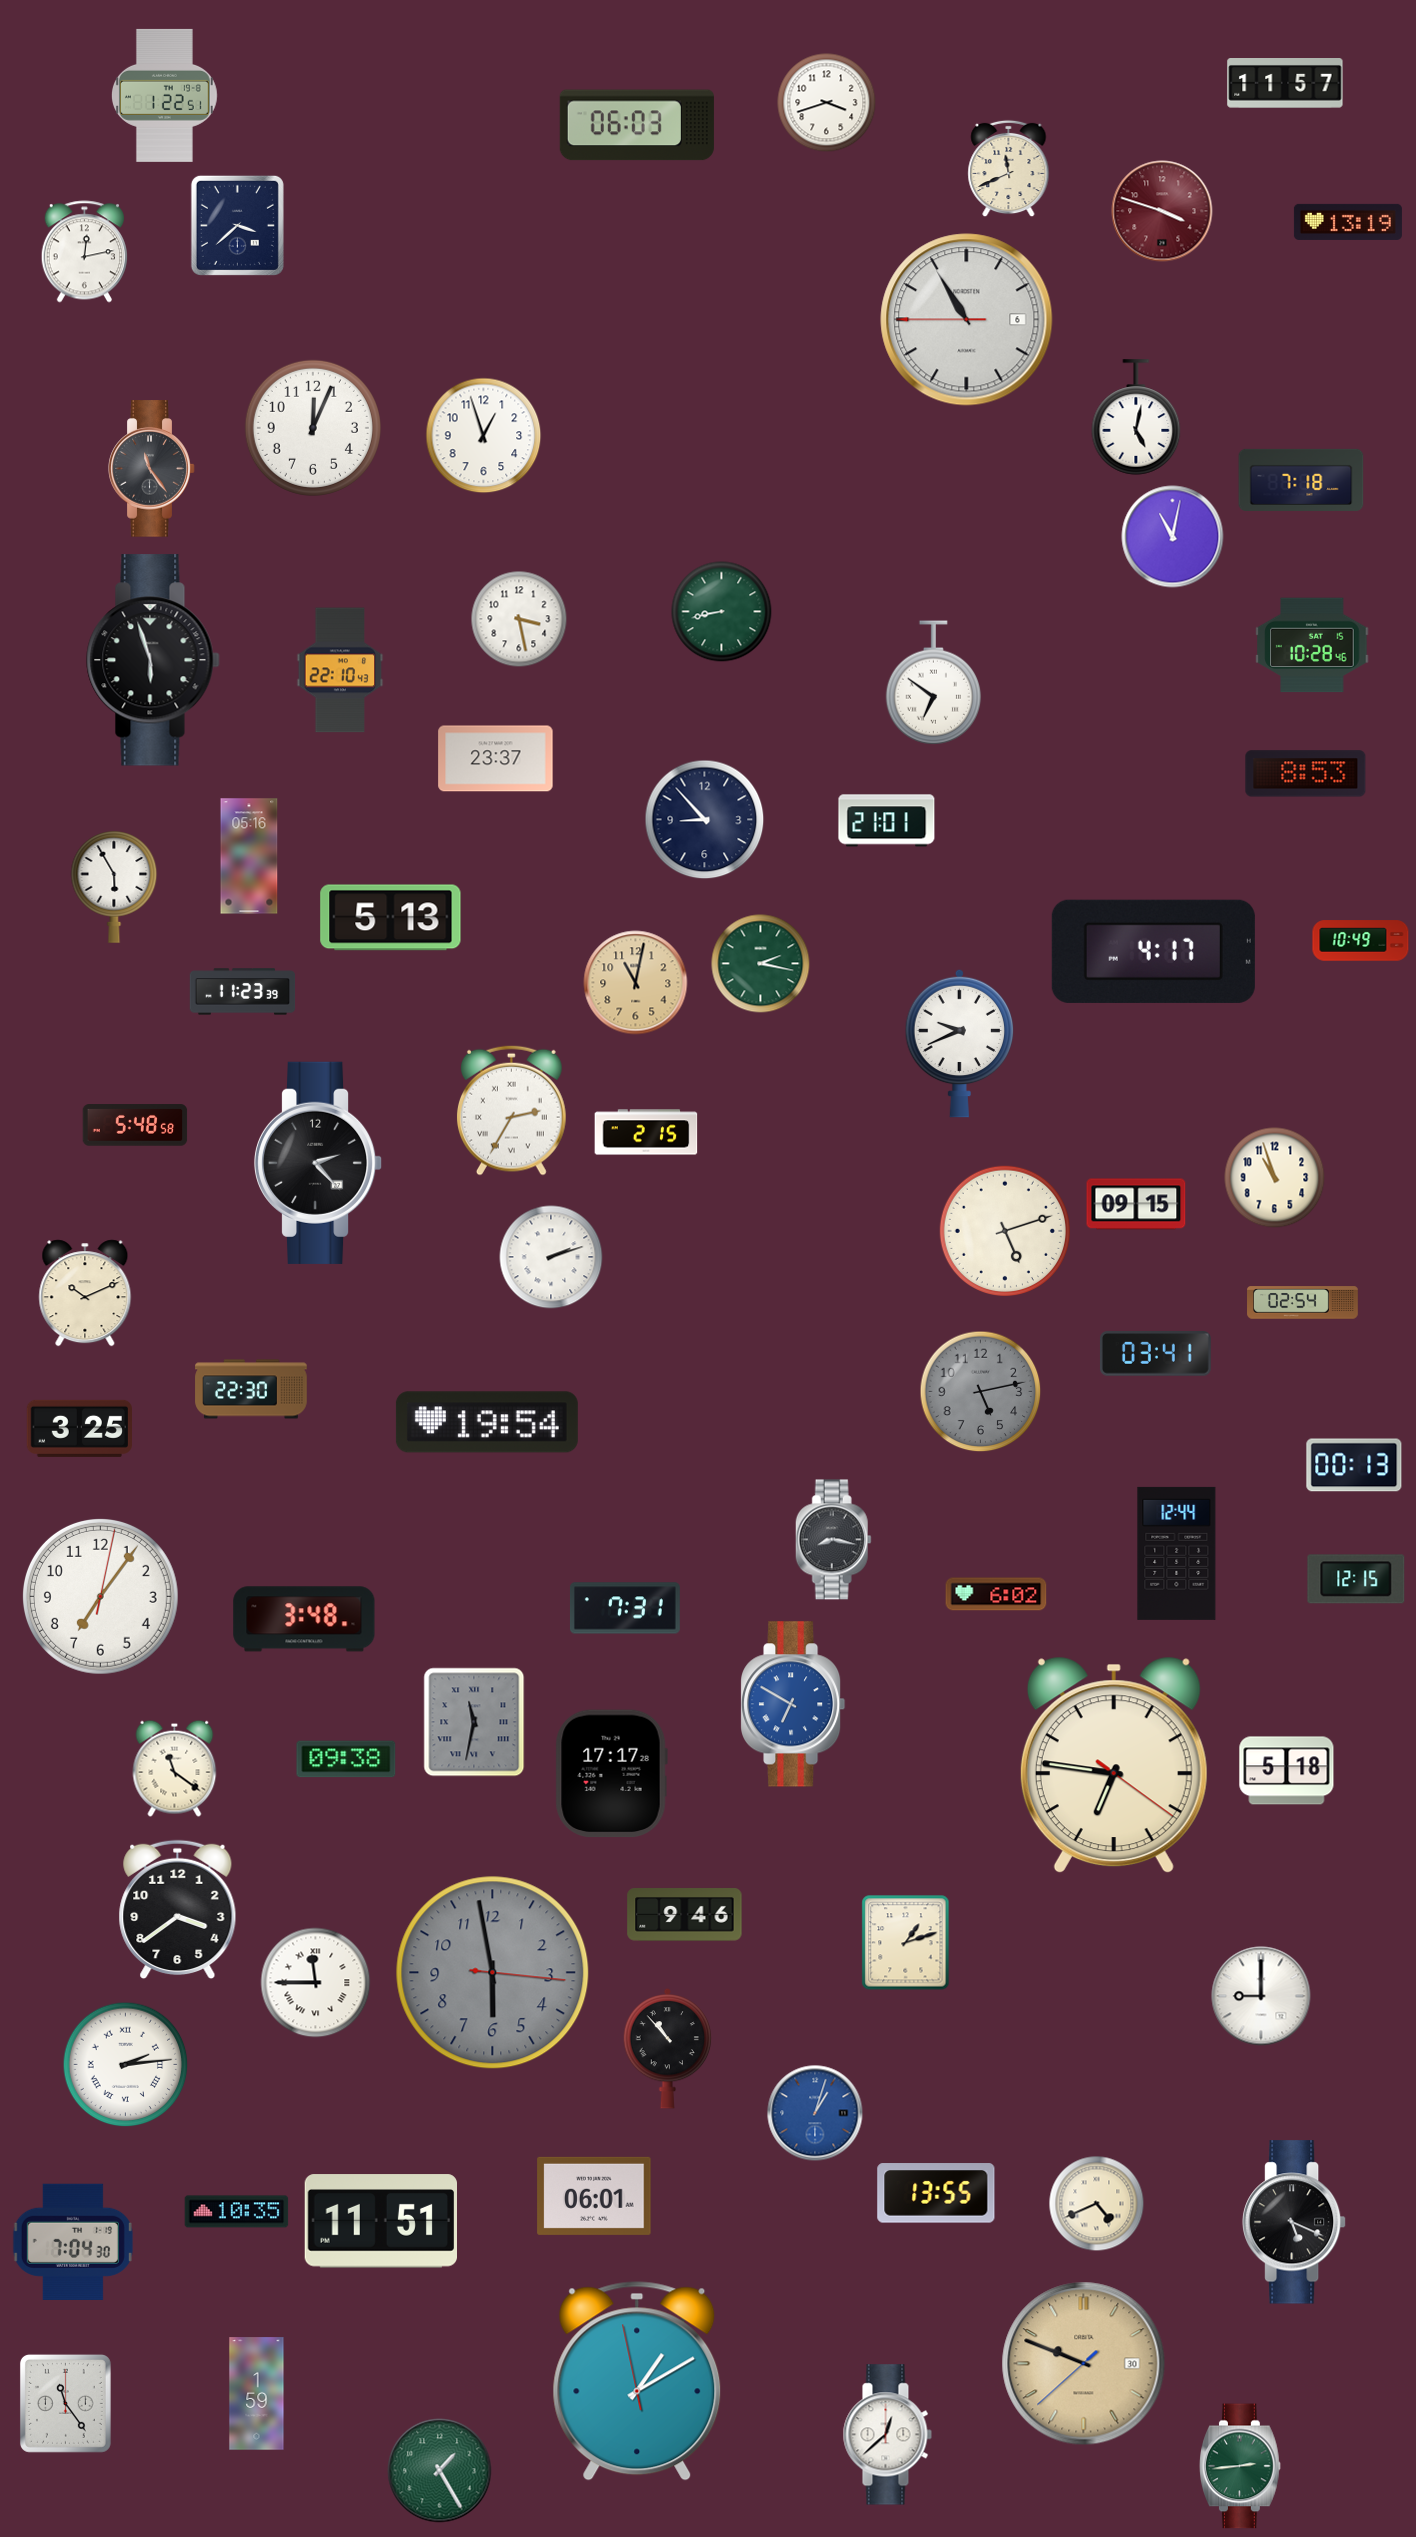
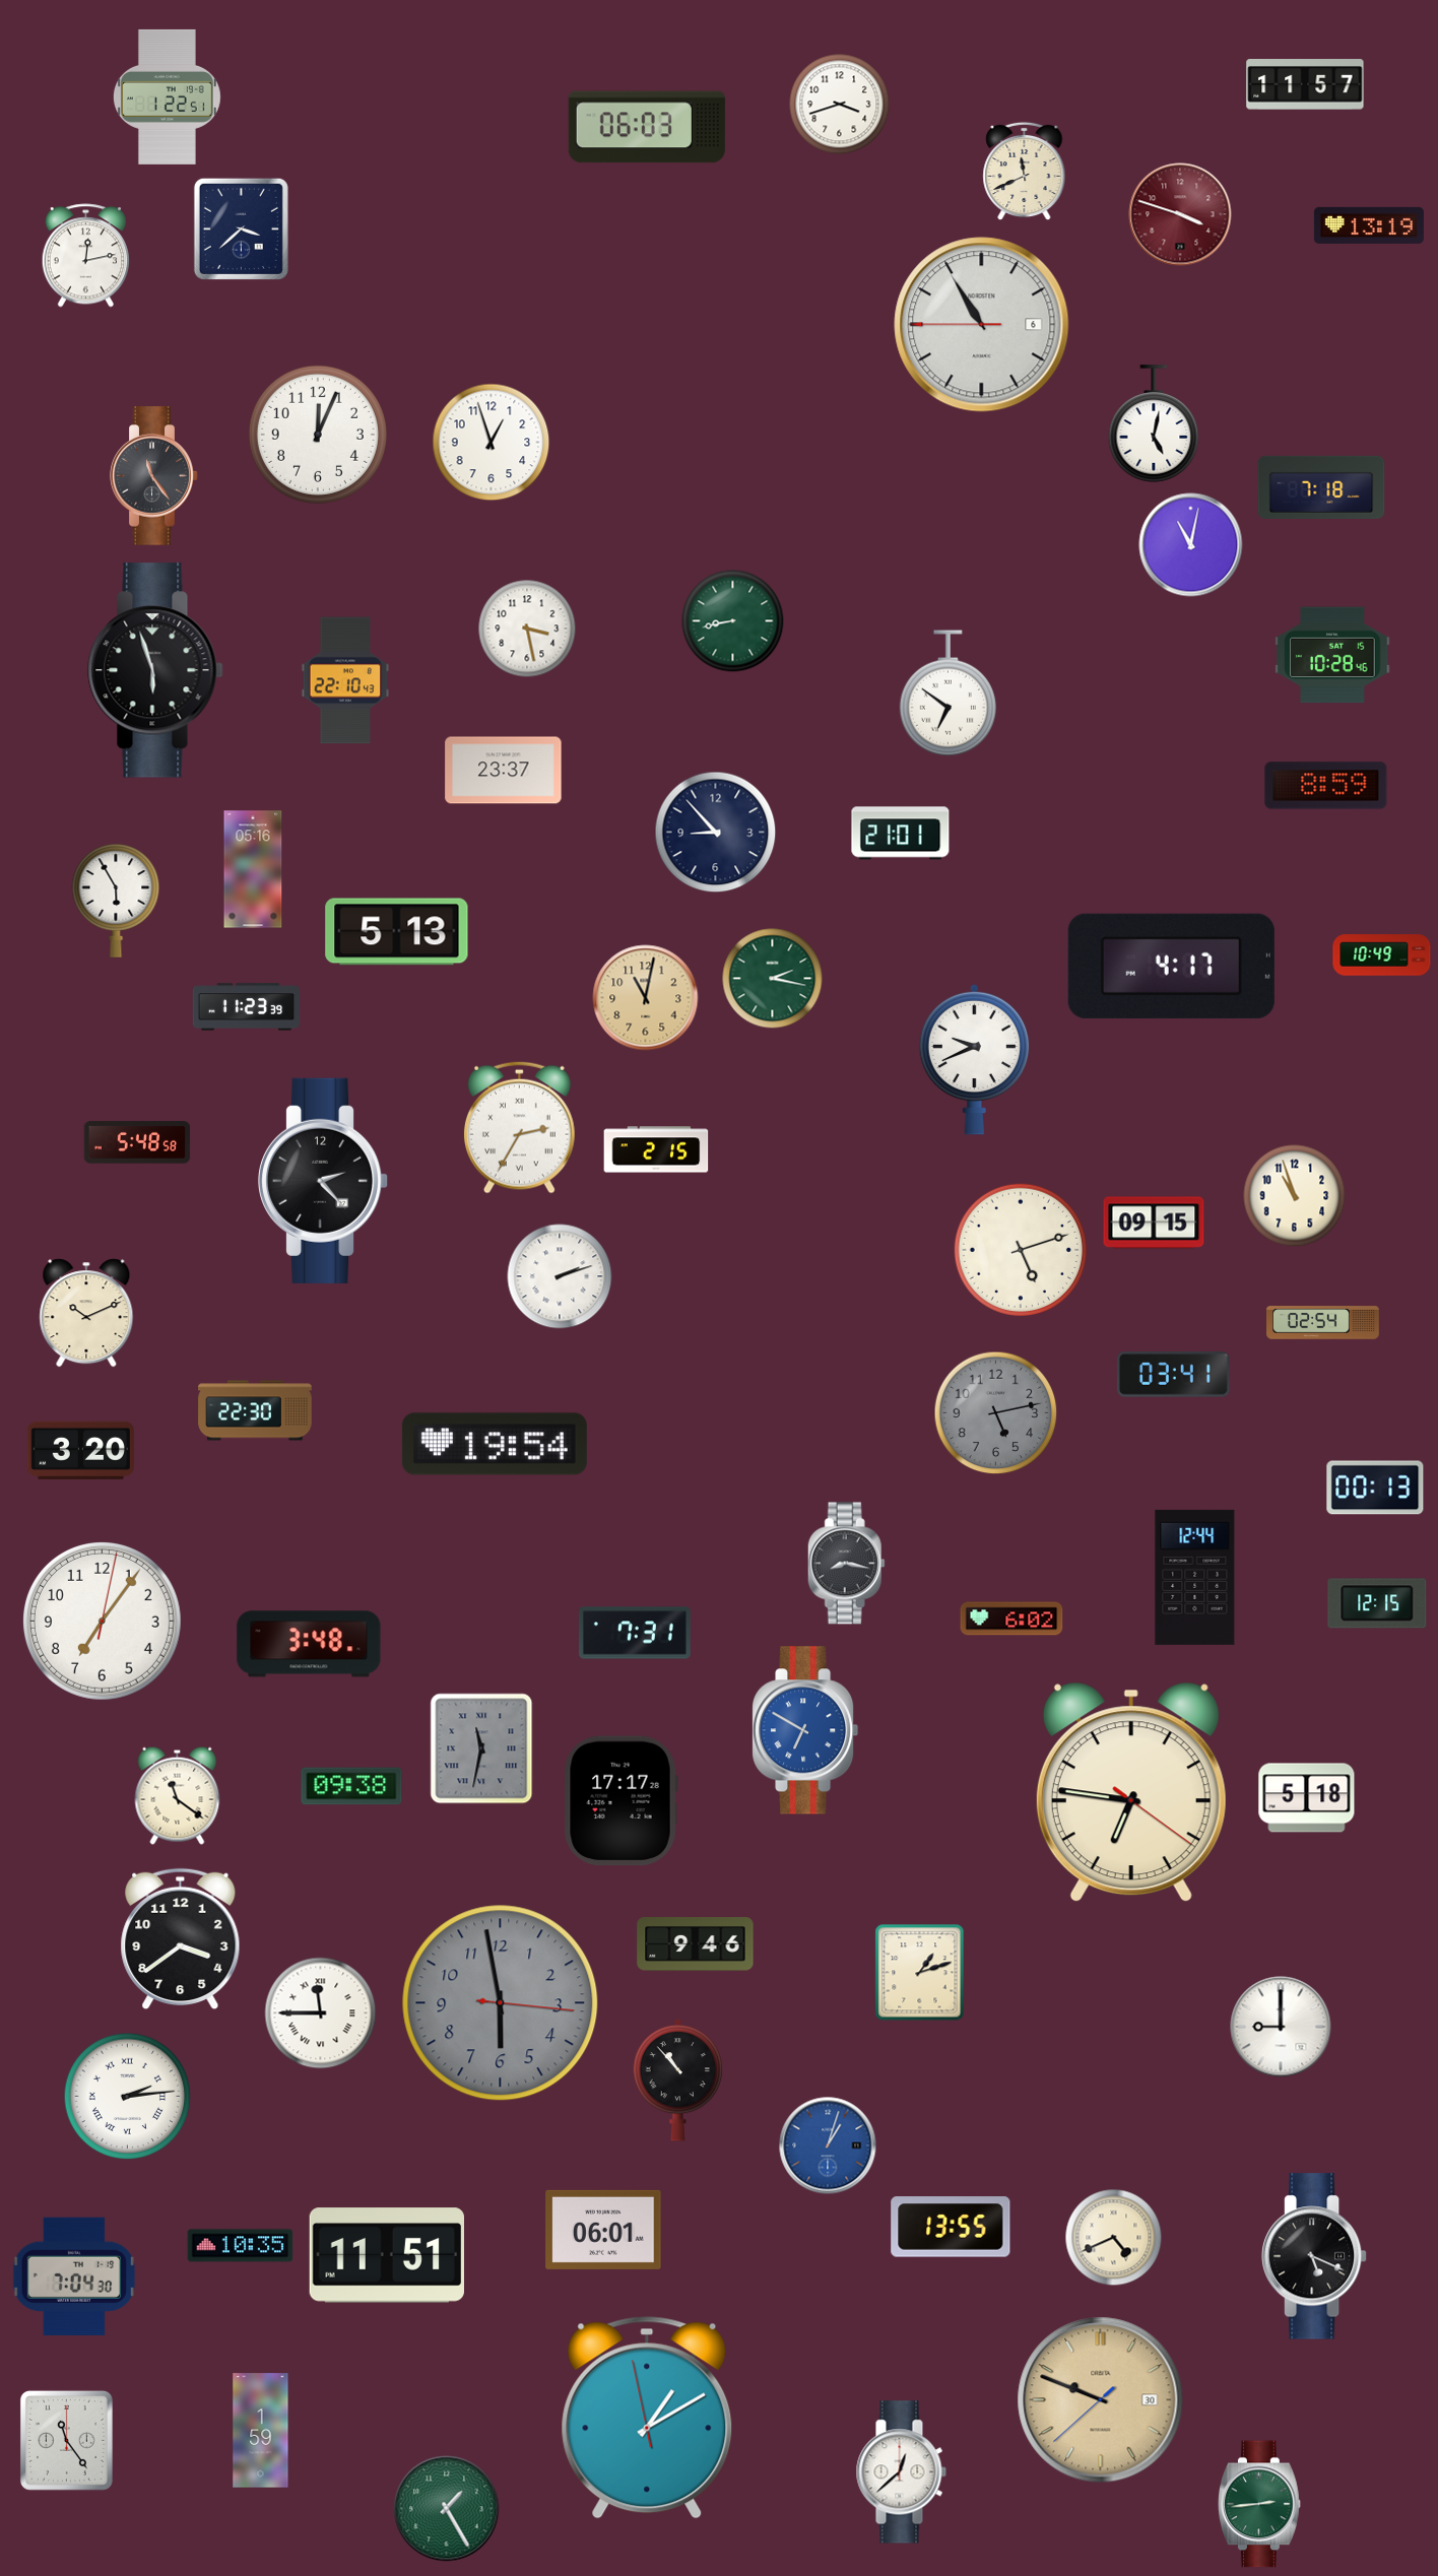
clock at (1306, 774): 8:53 -> 8:59
clock at (79, 1428): 3:25 -> 3:20
